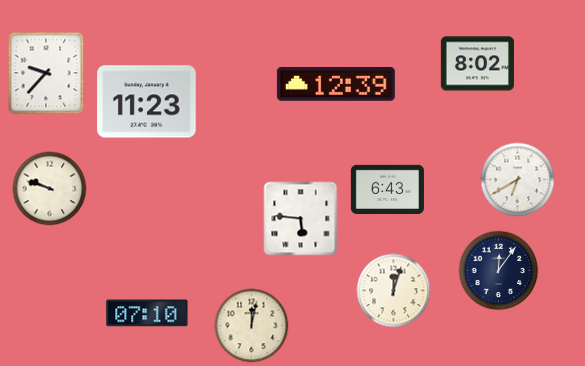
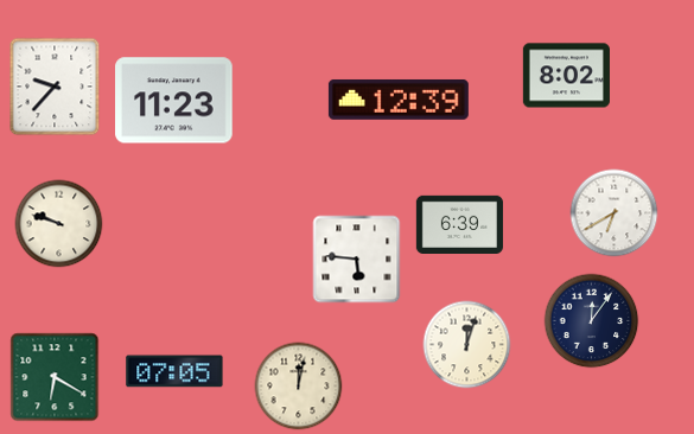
clock at (147, 102) position: (147, 102) -> (174, 101)
clock at (387, 189): 6:43 -> 6:39
clock at (147, 313): 07:10 -> 07:05
clock at (55, 377): none -> 6:20
